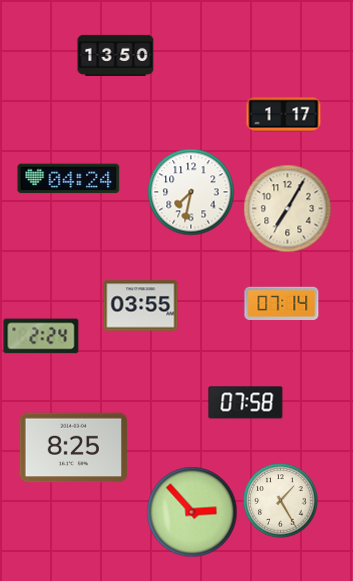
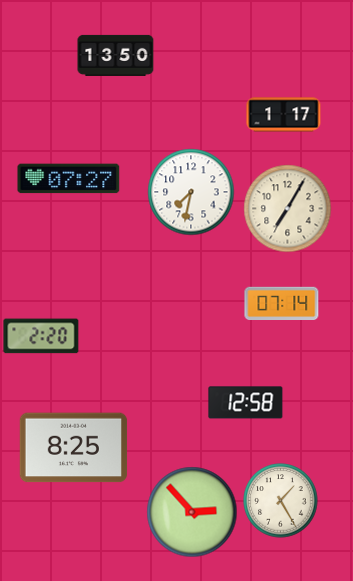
clock at (69, 179): 04:24 -> 07:27
clock at (141, 306): 03:55 -> none
clock at (41, 336): 2:24 -> 2:20
clock at (246, 403): 07:58 -> 12:58
